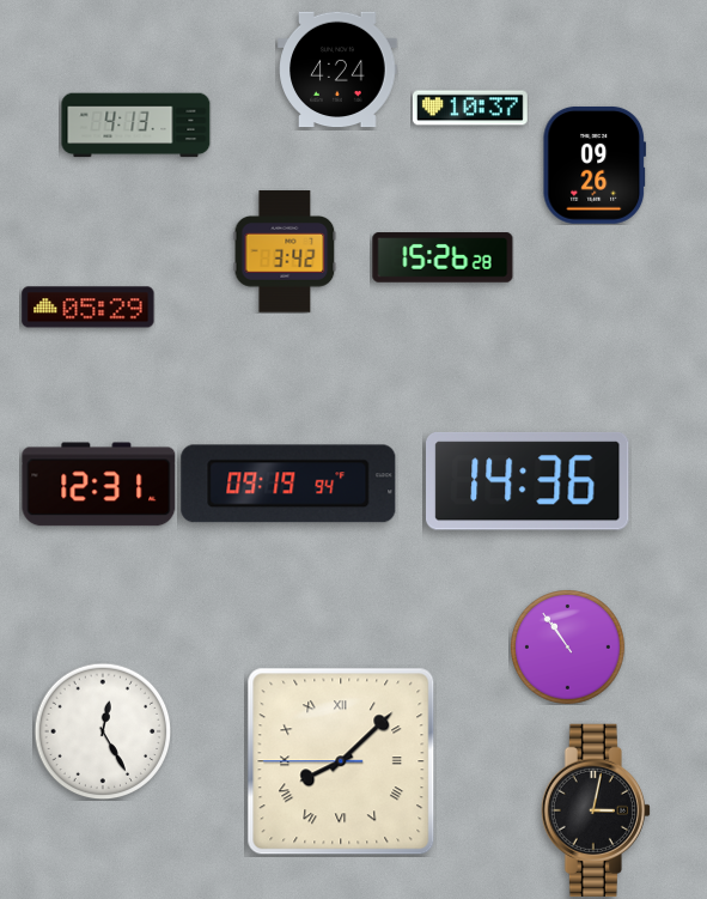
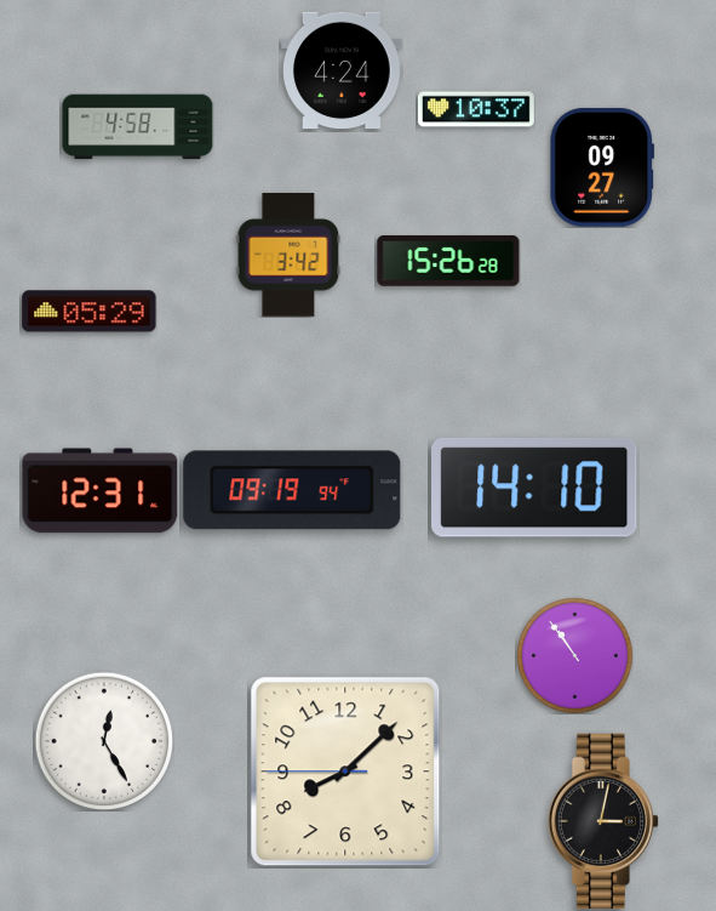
clock at (136, 126): 4:13 -> 4:58
clock at (595, 165): 09:26 -> 09:27
clock at (529, 481): 14:36 -> 14:10
clock at (341, 761) numerals: Roman -> Arabic
